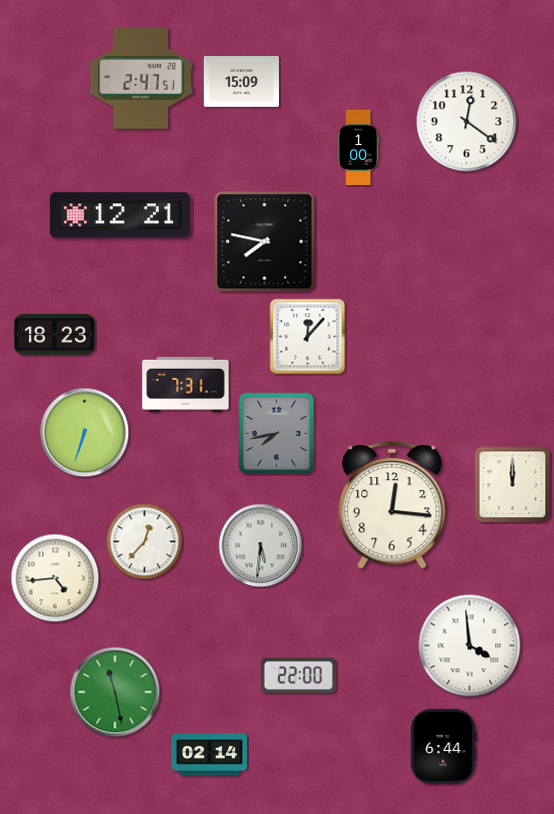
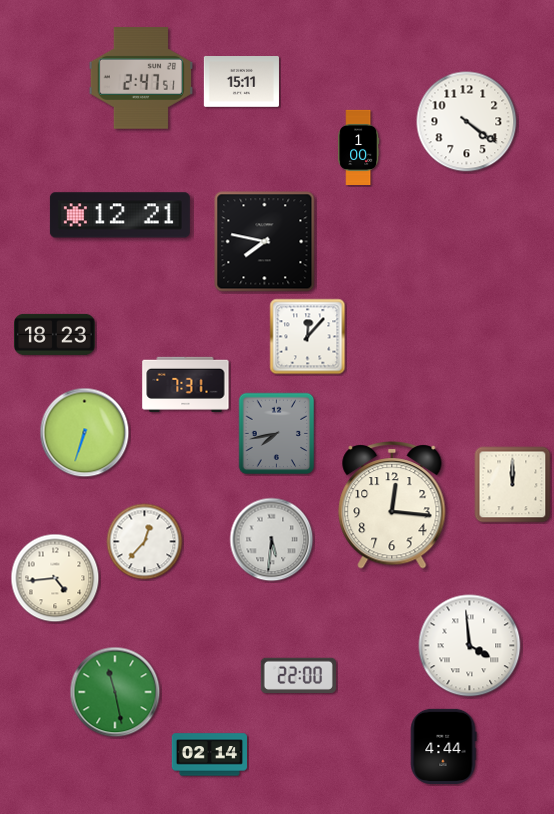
clock at (241, 82): 15:09 -> 15:11
clock at (467, 122): 12:21 -> 4:21
clock at (261, 546) position: (261, 546) -> (272, 540)
clock at (443, 746): 6:44 -> 4:44
